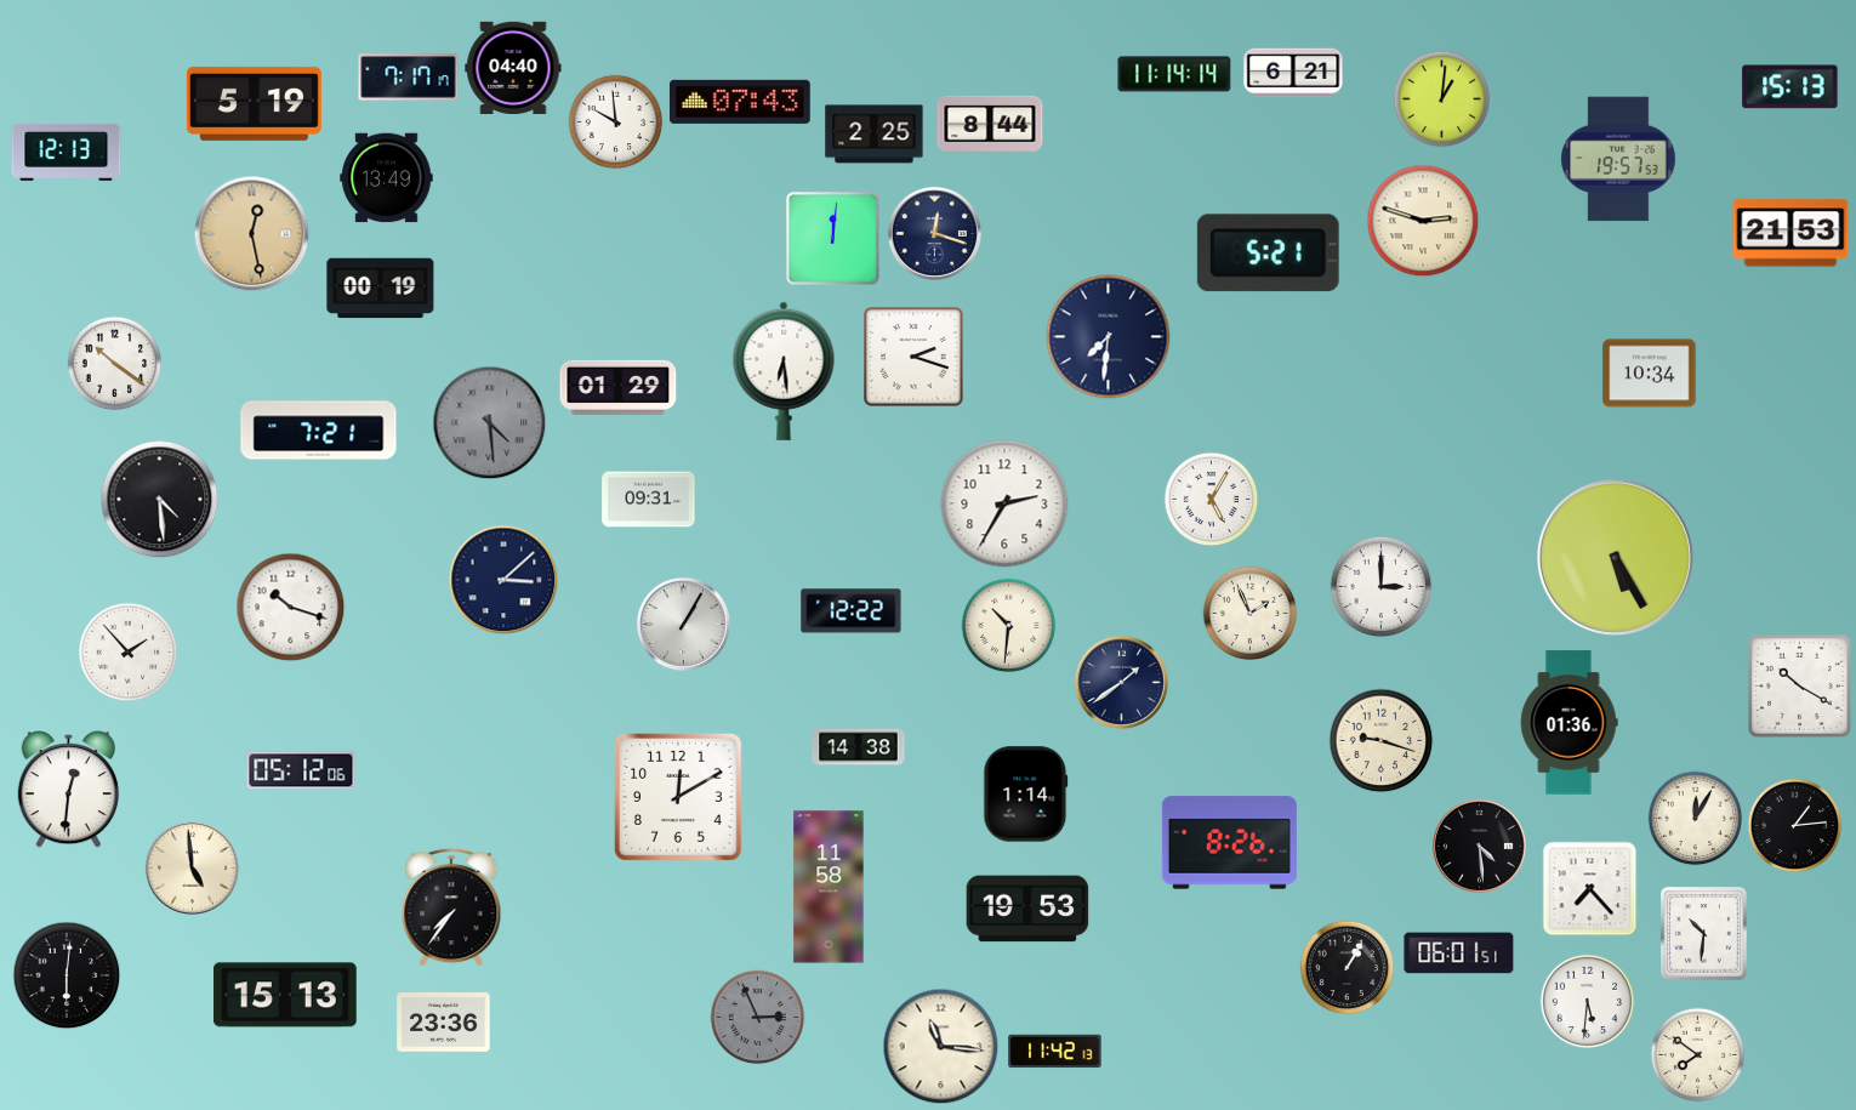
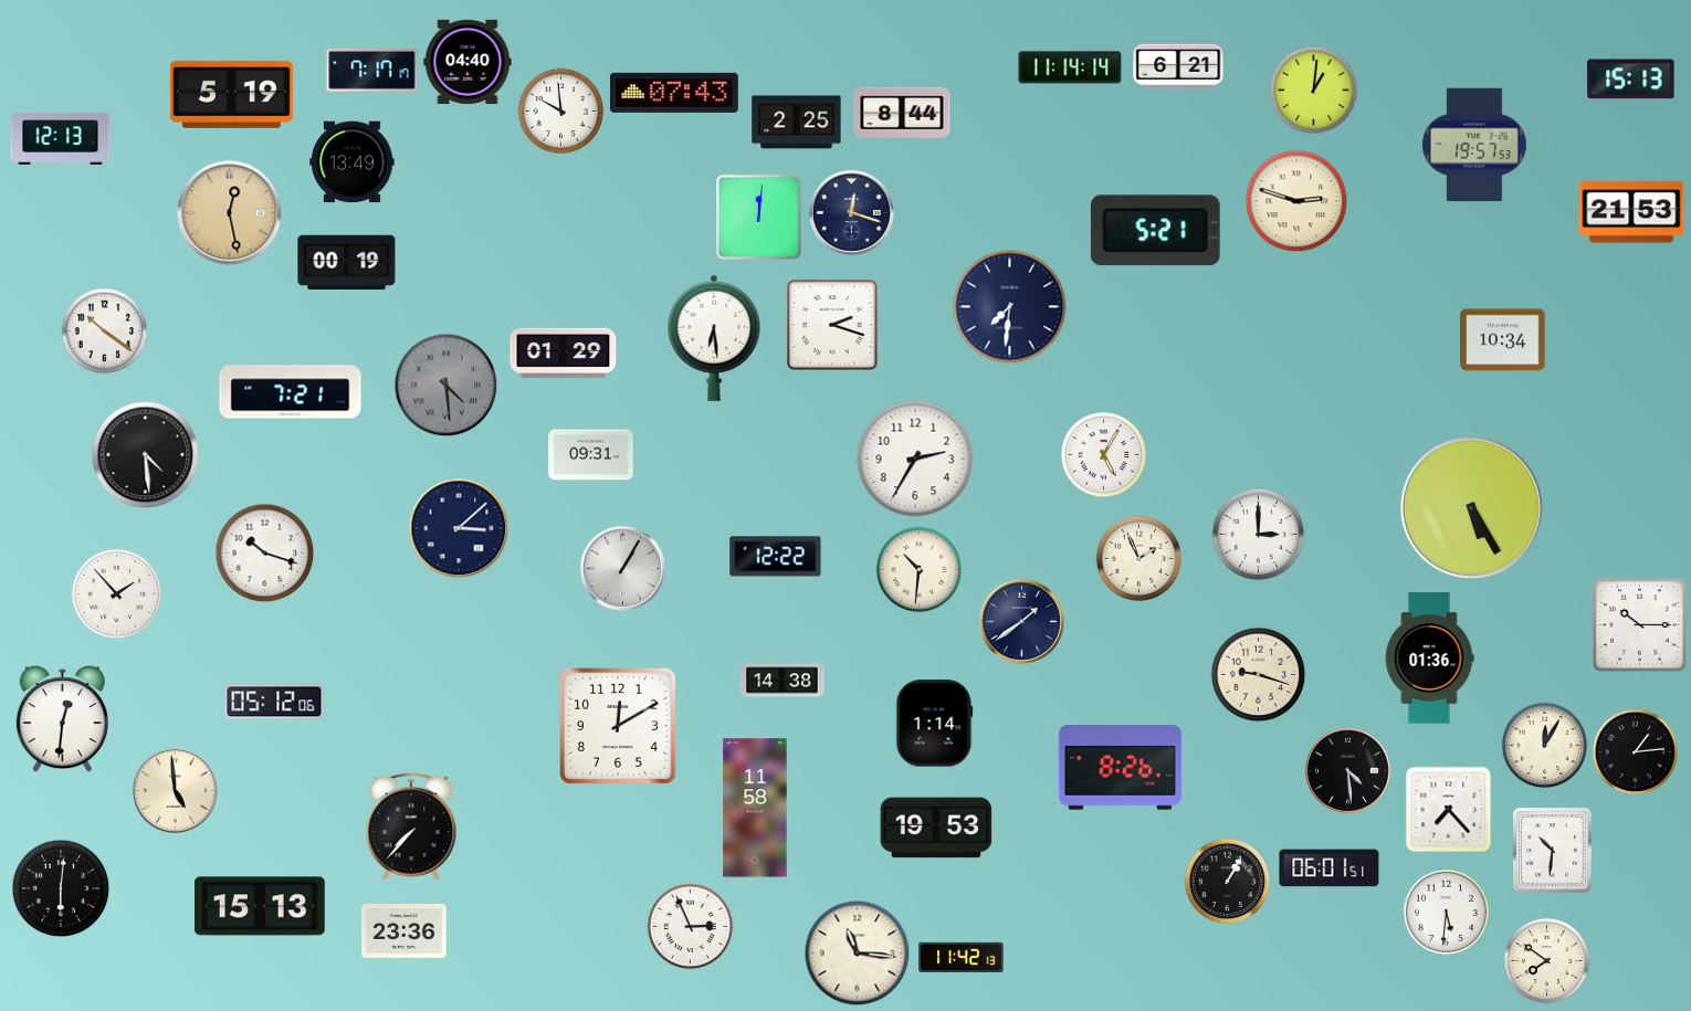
clock at (1799, 685): 10:20 -> 10:15
clock at (451, 906): 7:36 -> 7:37
clock at (757, 1017) dial: grey -> white
